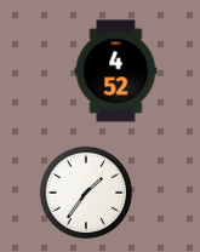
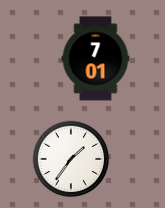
clock at (116, 71): 4:52 -> 7:01
